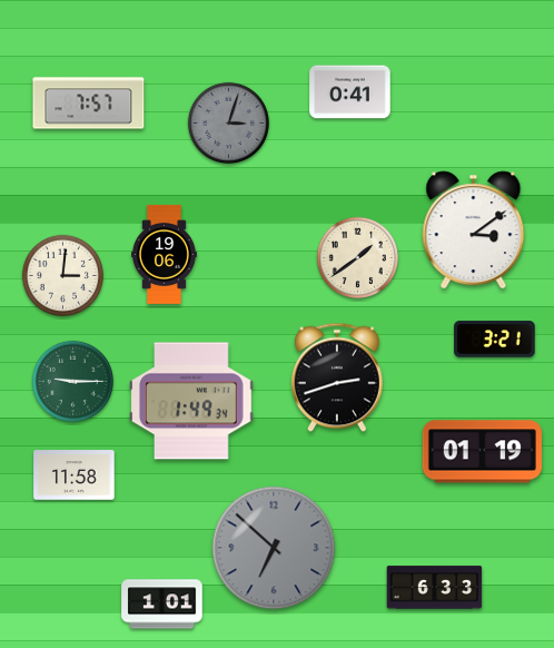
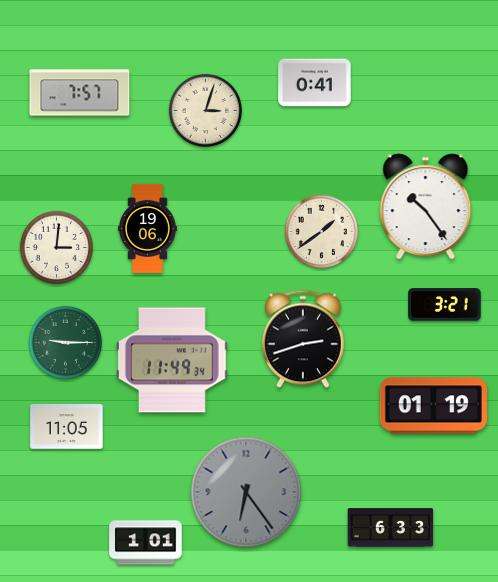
clock at (228, 122) dial: grey -> cream
clock at (474, 230): 3:09 -> 10:24
clock at (191, 401): 1:49 -> 11:49
clock at (75, 475): 11:58 -> 11:05
clock at (274, 548): 6:52 -> 6:24
